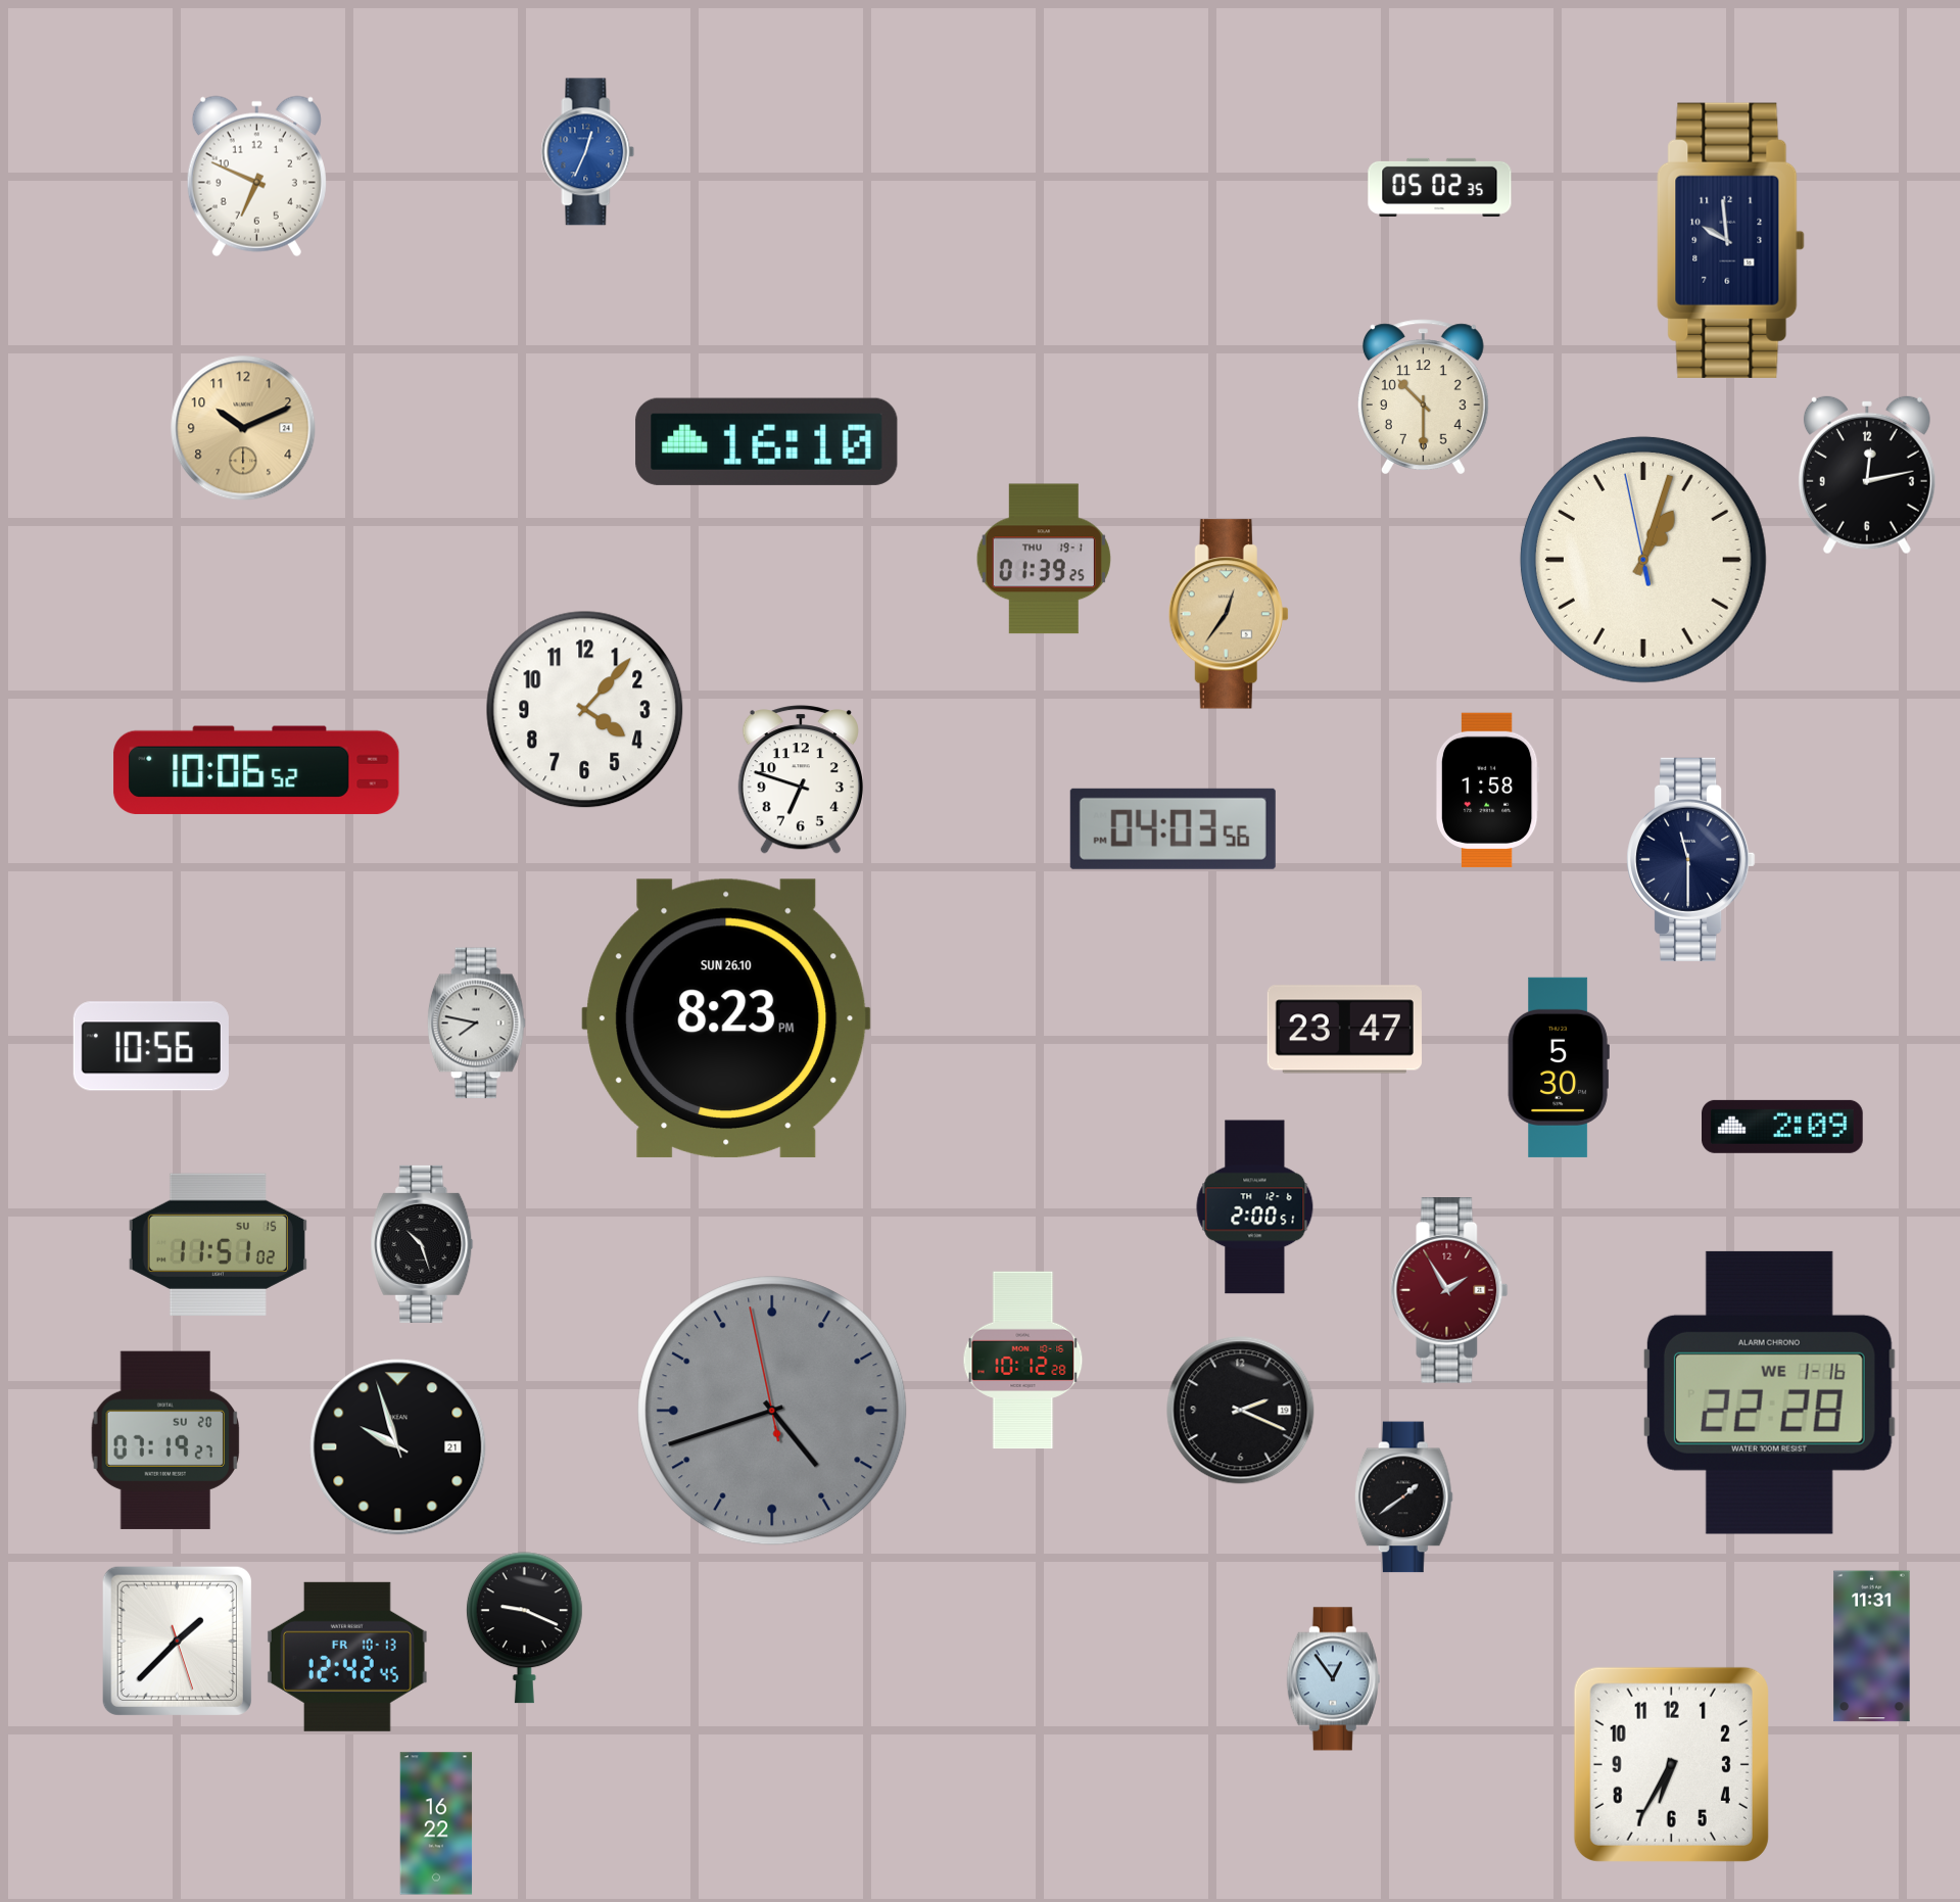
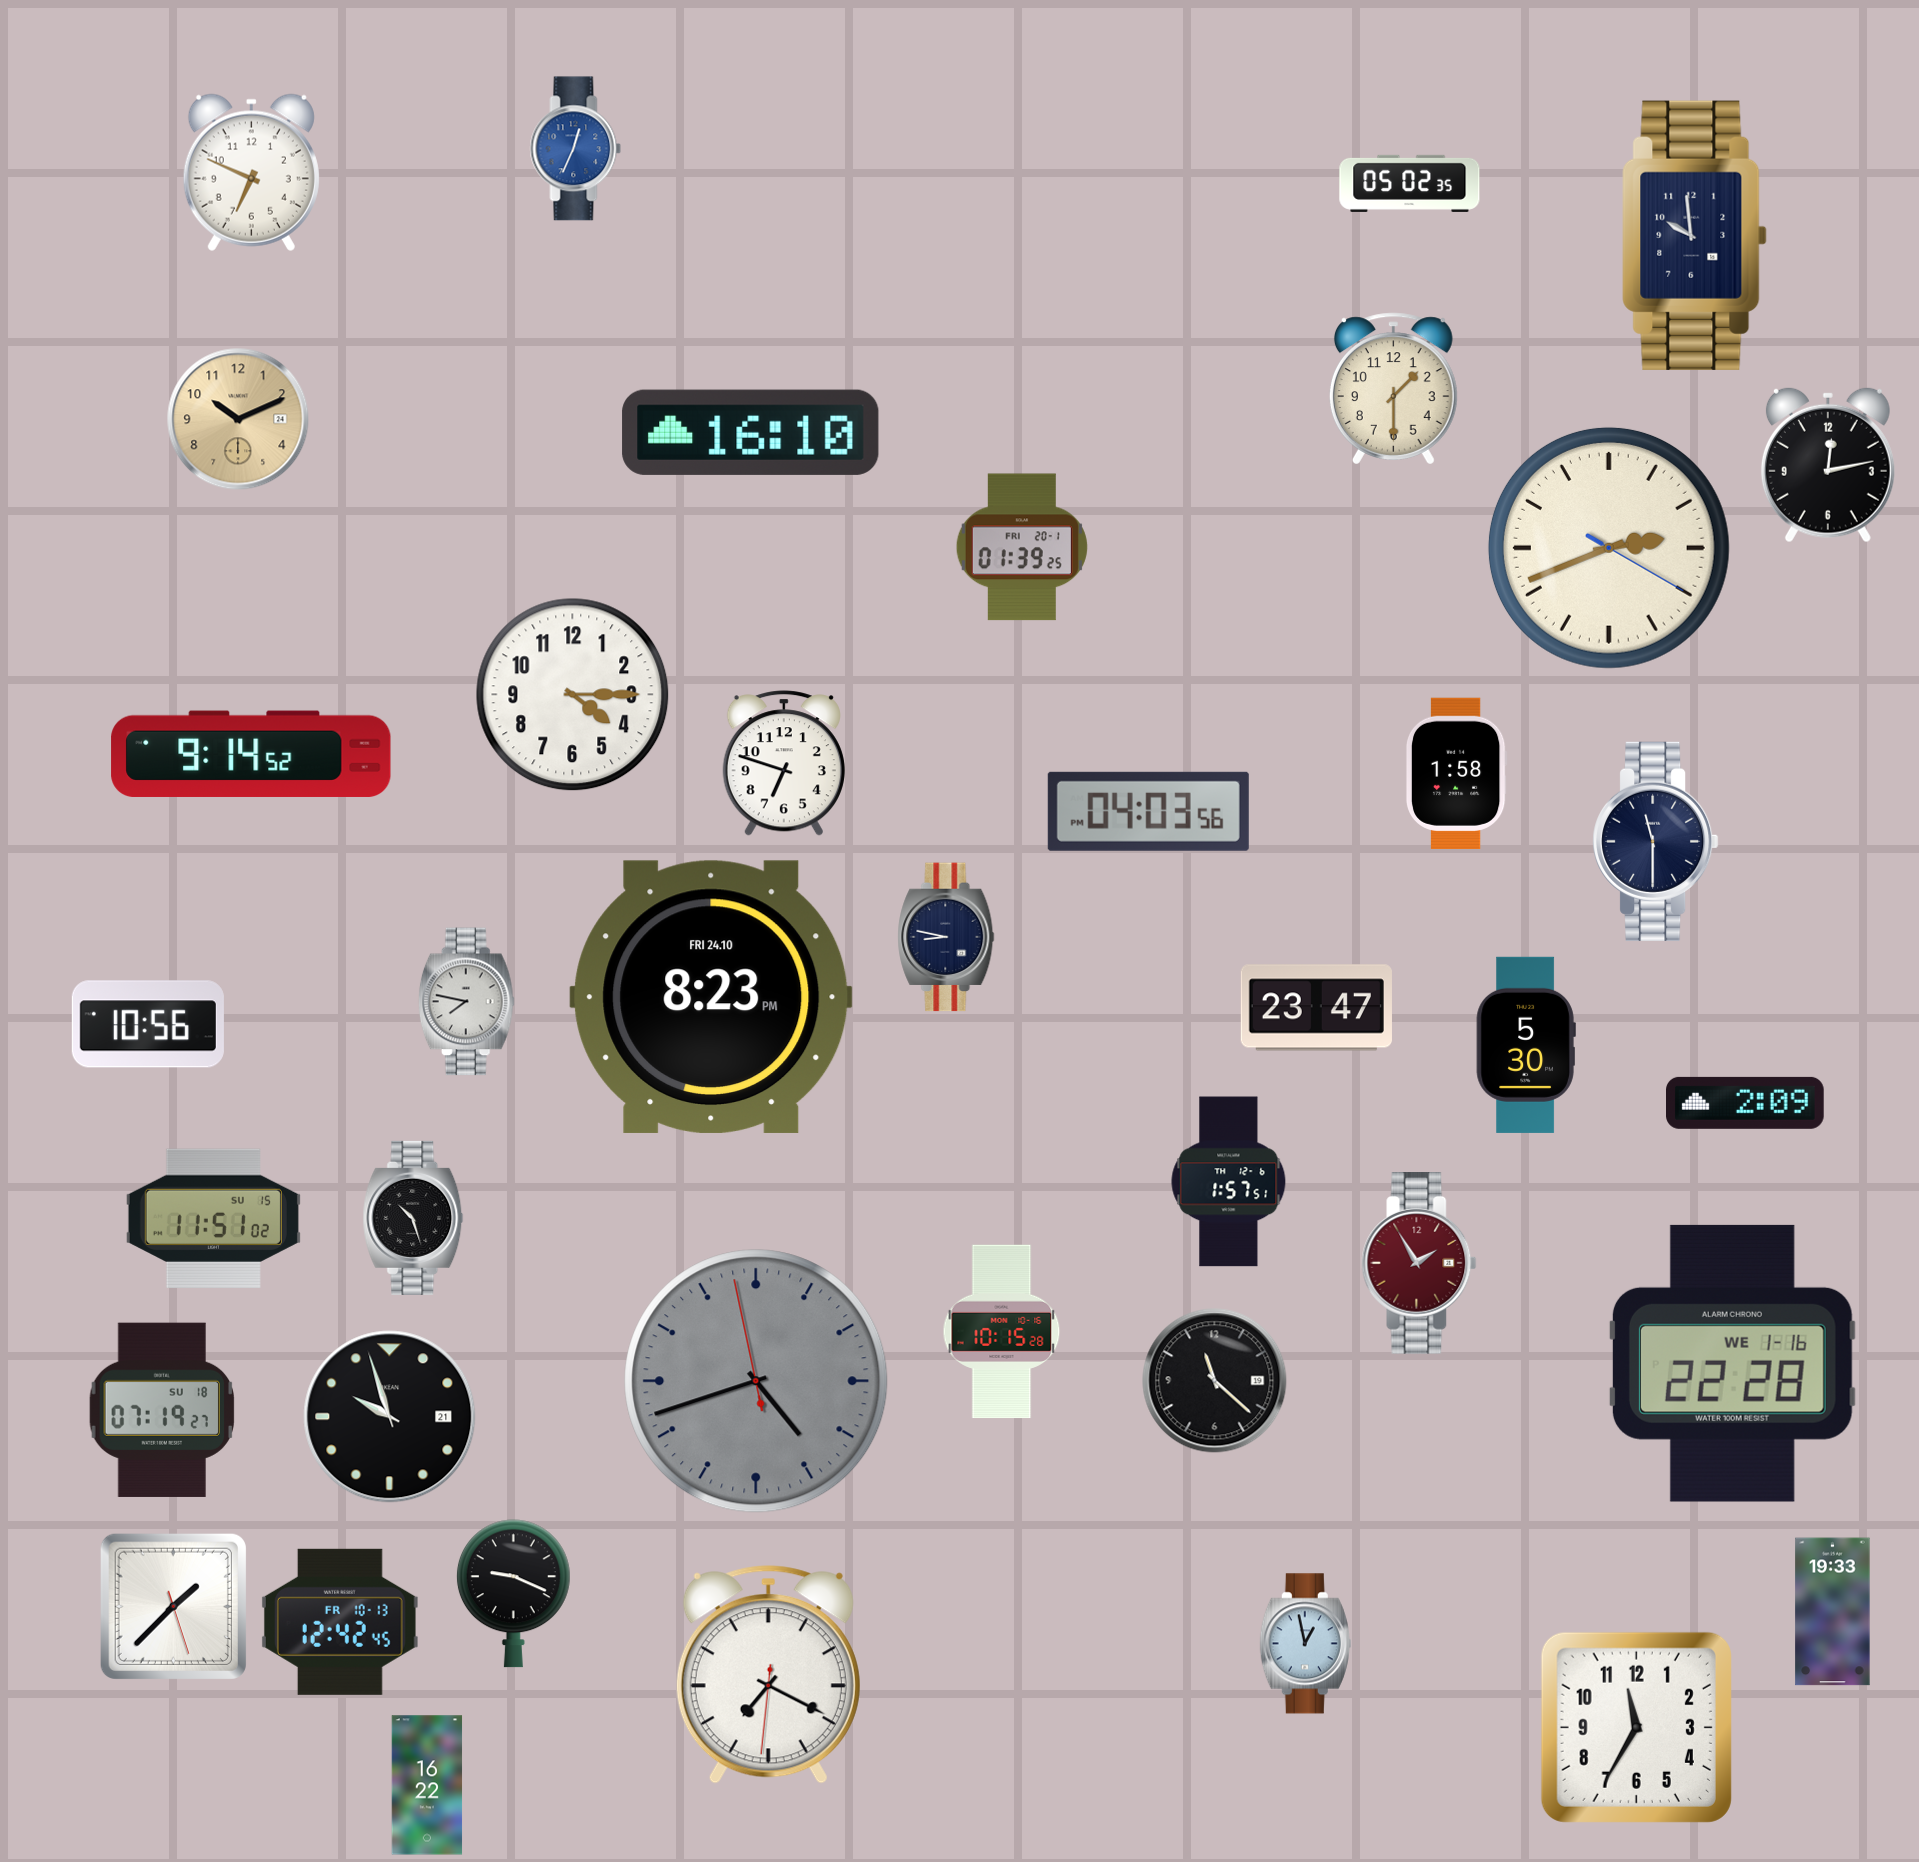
clock at (1423, 397): 10:30 -> 1:30
clock at (1044, 559) date: THU 19-1 -> FRI 20-1
clock at (1643, 560): 1:02 -> 2:41
clock at (1229, 614): 12:36 -> none
clock at (585, 710): 4:07 -> 4:15
clock at (256, 769): 10:06 -> 9:14
clock at (946, 937): none -> 8:47
clock at (726, 1018) date: SUN 26.10 -> FRI 24.10
clock at (1255, 1207): 2:00 -> 1:57
clock at (1023, 1361): 10:12 -> 10:15
clock at (1241, 1411): 2:19 -> 11:22
clock at (164, 1440) date: SU 20 -> SU 18
clock at (1403, 1497): 1:39 -> none
clock at (1872, 1647): 11:31 -> 19:33
clock at (1333, 1679): 12:54 -> 12:58
clock at (768, 1675): none -> 7:19
clock at (1671, 1764): 6:35 -> 11:35
